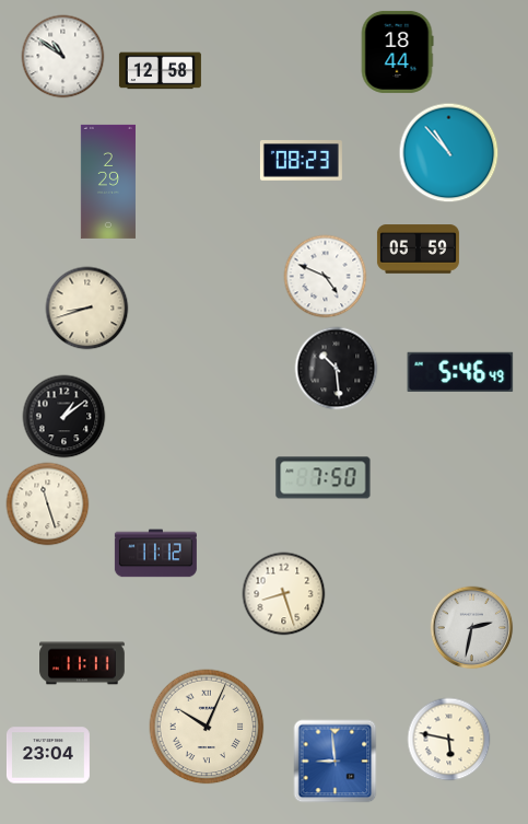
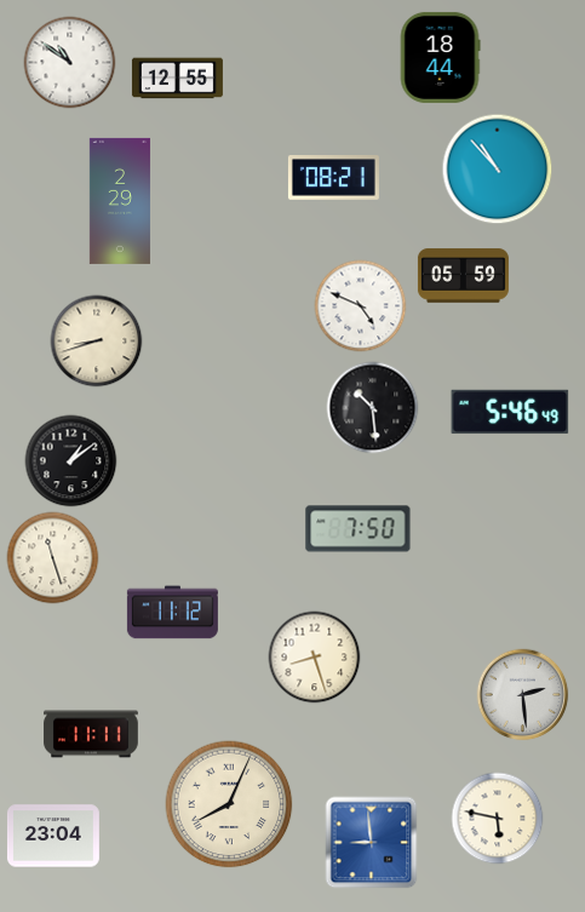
clock at (160, 71): 12:58 -> 12:55
clock at (301, 161): 08:23 -> 08:21
clock at (472, 628): 2:32 -> 2:29
clock at (207, 727): 10:04 -> 8:04
